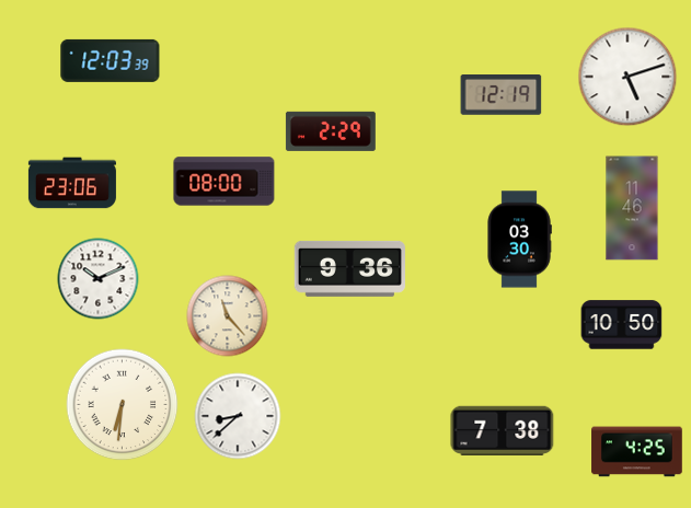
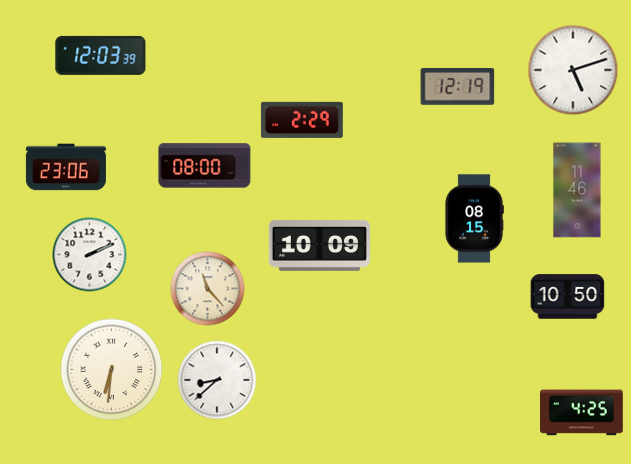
clock at (519, 240): 03:30 -> 08:15
clock at (349, 268): 9:36 -> 10:09
clock at (99, 279): 10:11 -> 2:11
clock at (503, 430): 7:38 -> none
